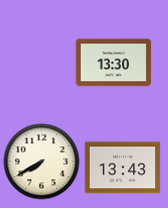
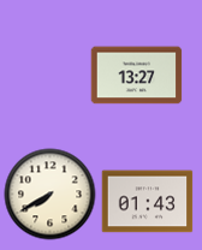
clock at (114, 63): 13:30 -> 13:27
clock at (123, 168): 13:43 -> 01:43
